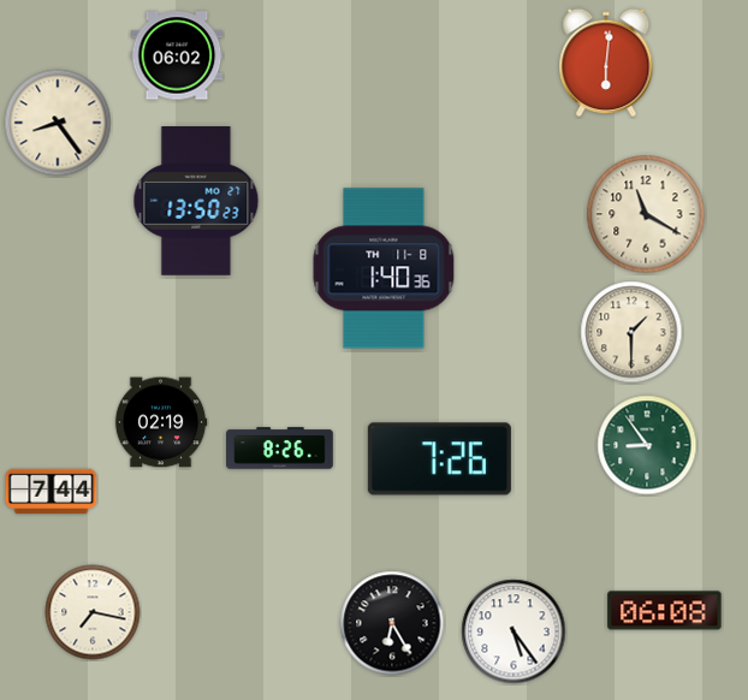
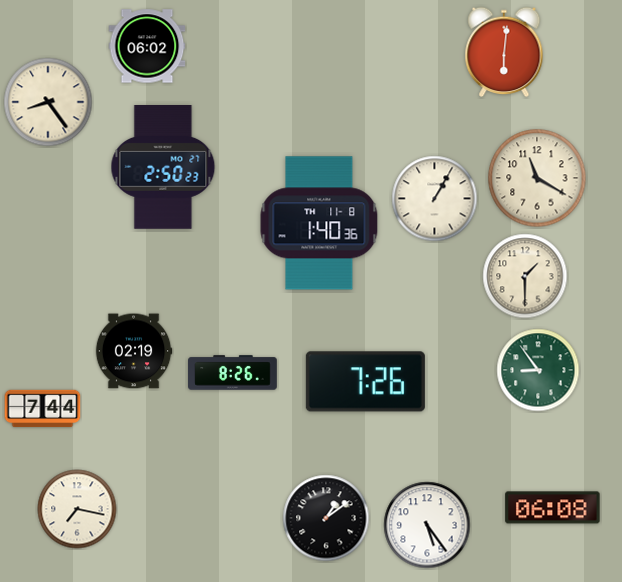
clock at (196, 201): 13:50 -> 2:50
clock at (435, 199): none -> 1:05
clock at (392, 623): 6:25 -> 1:09
